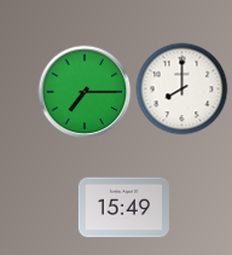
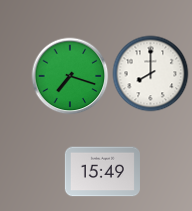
clock at (85, 92): 7:15 -> 7:18
